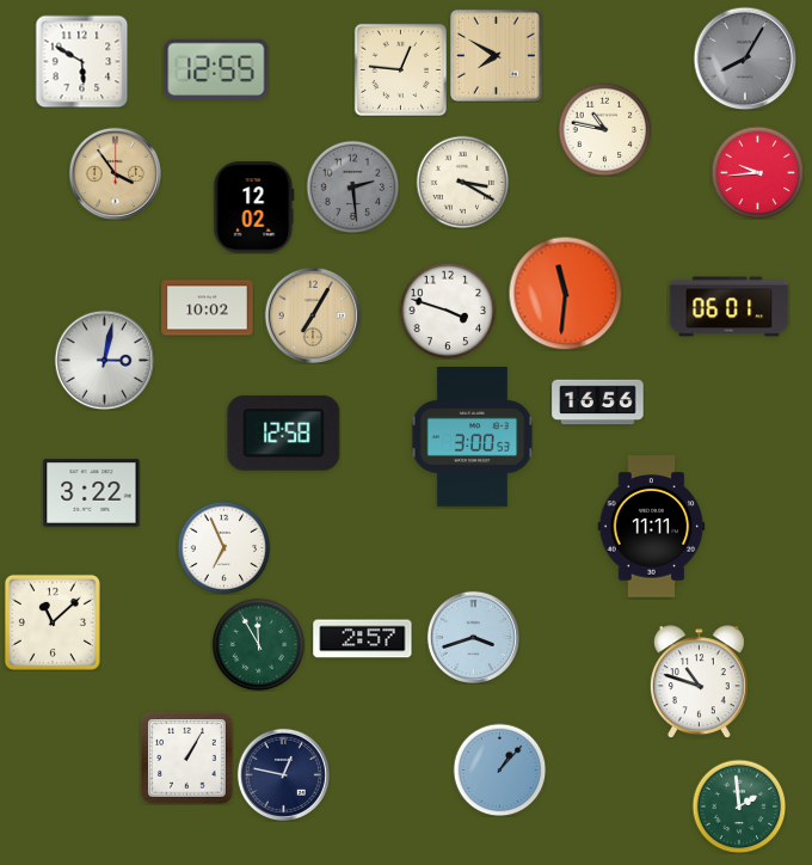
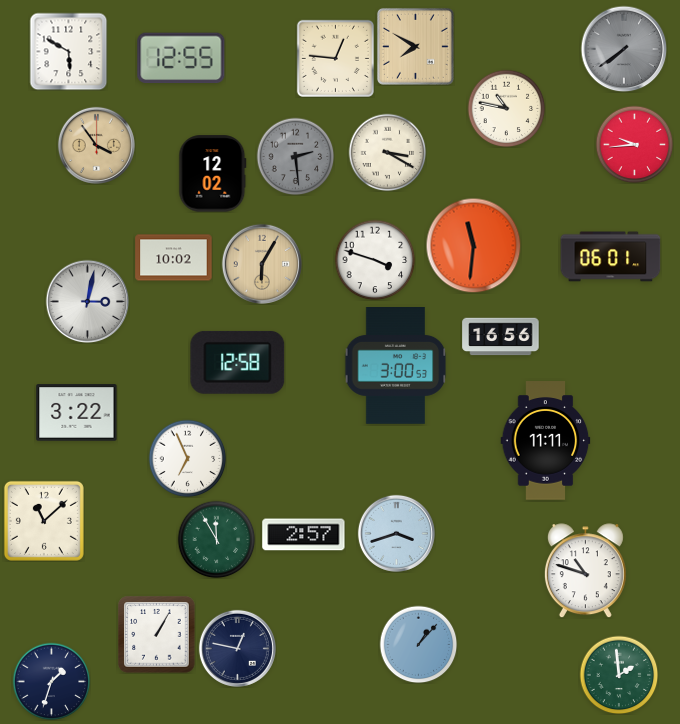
clock at (745, 59): 8:05 -> 7:39
clock at (312, 314): 7:05 -> 6:05
clock at (51, 681): none -> 1:33
